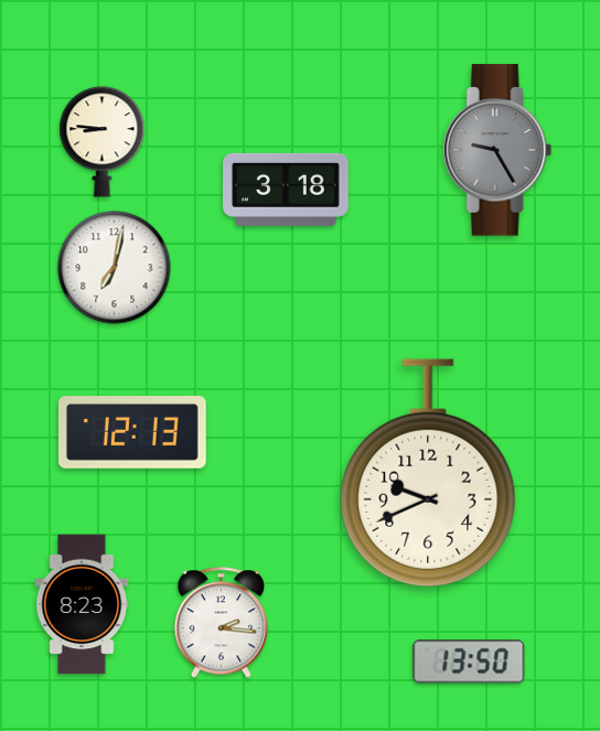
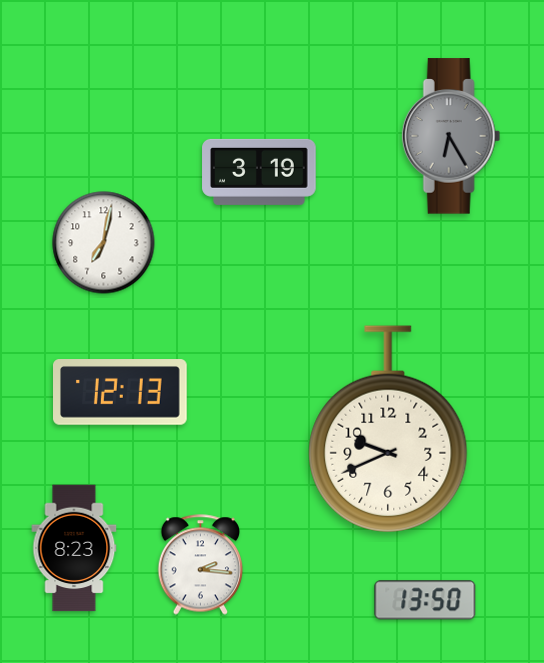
clock at (103, 142): 8:46 -> none
clock at (497, 150): 9:25 -> 6:25
clock at (286, 190): 3:18 -> 3:19
